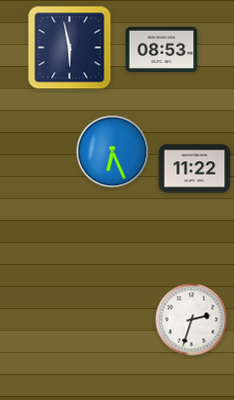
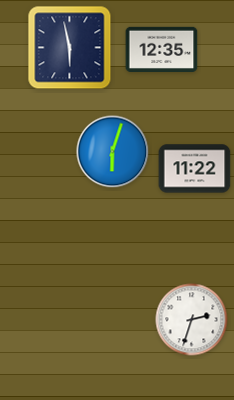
clock at (162, 49): 08:53 -> 12:35
clock at (113, 152): 6:26 -> 6:03
